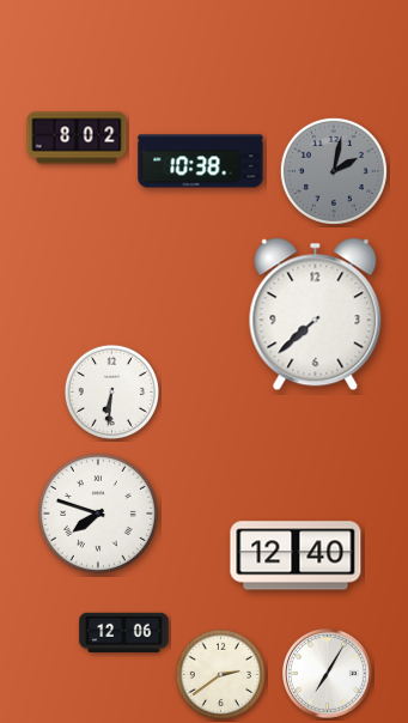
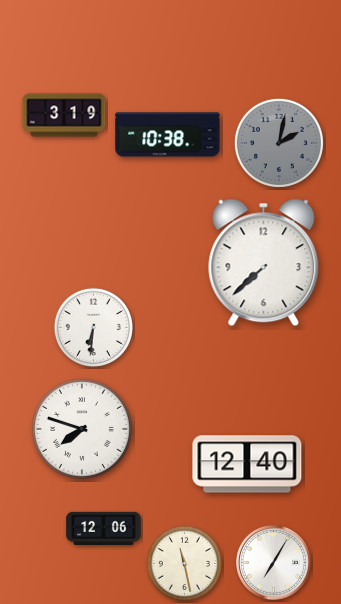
clock at (77, 138): 8:02 -> 3:19
clock at (220, 674): 2:39 -> 11:28
